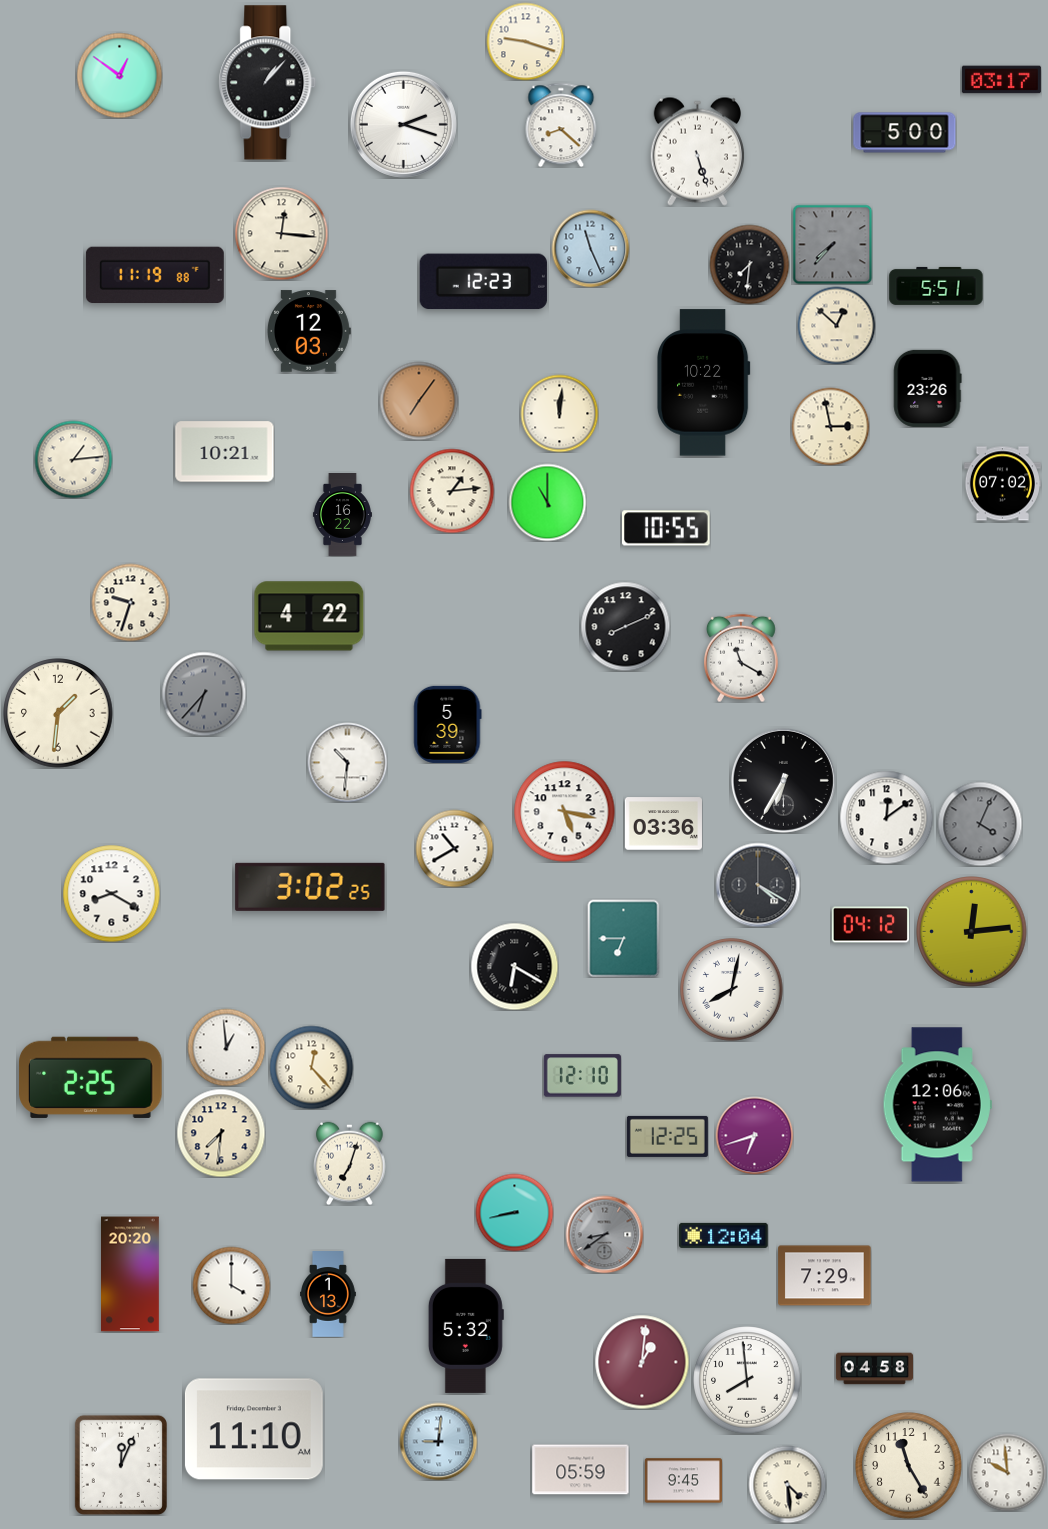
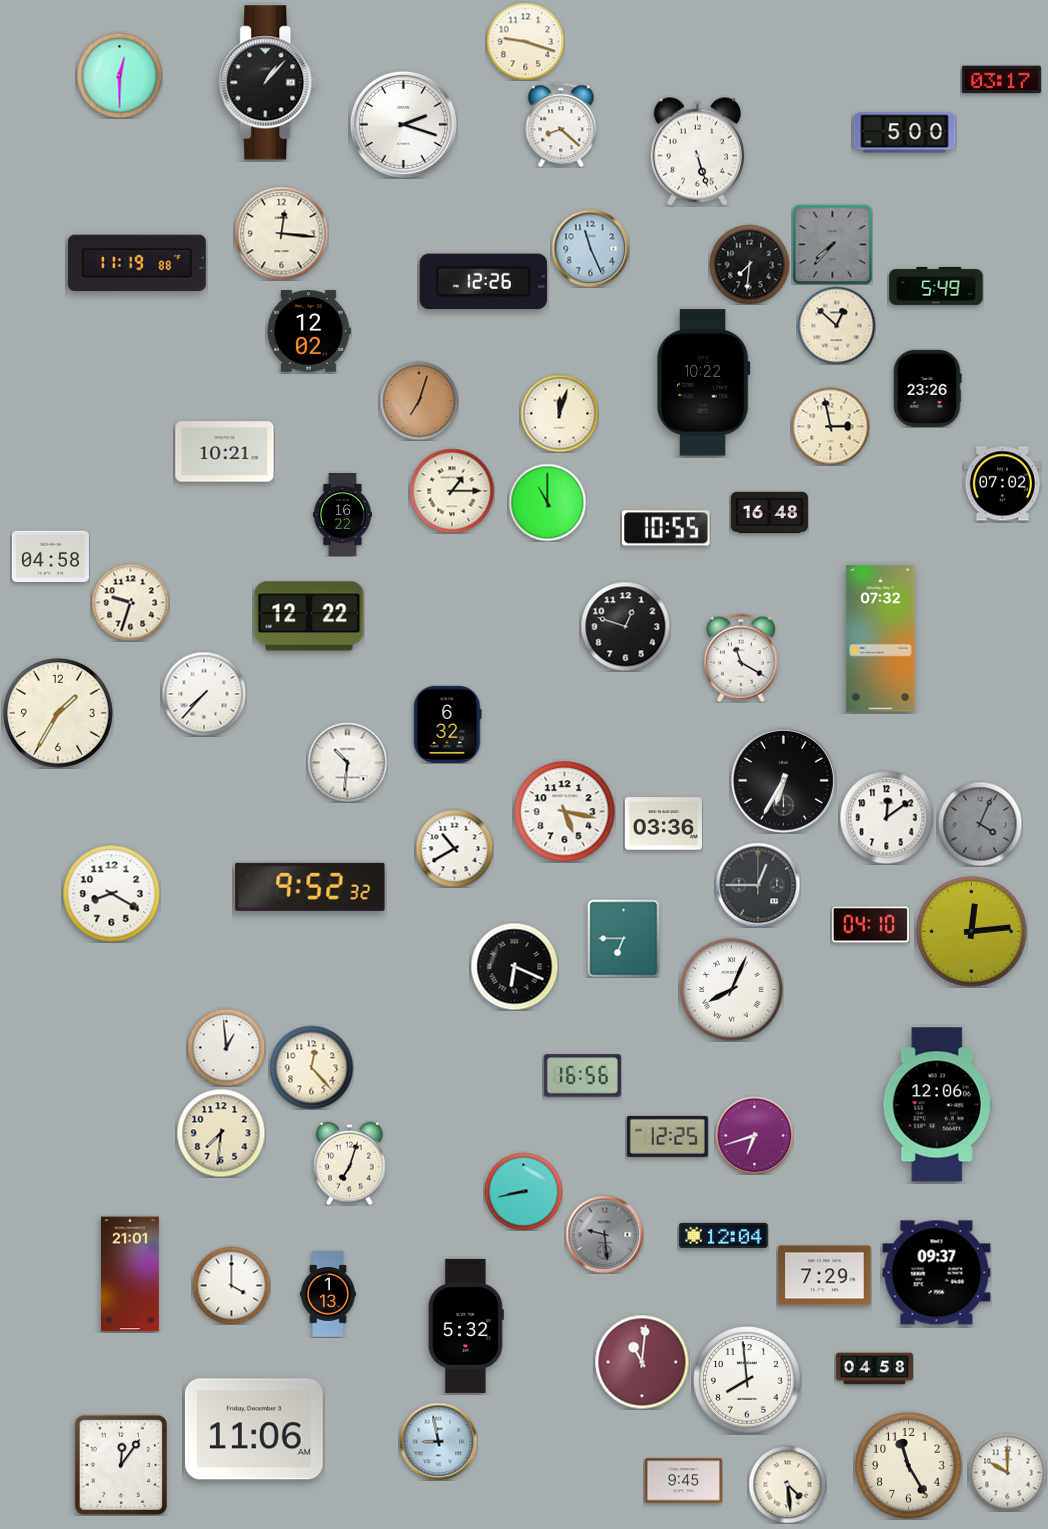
clock at (119, 75): 12:51 -> 12:30
clock at (155, 275) position: (155, 275) -> (137, 263)
clock at (483, 282): 12:23 -> 12:26
clock at (936, 286): 5:51 -> 5:49
clock at (309, 331): 12:03 -> 12:02
clock at (419, 401): 7:06 -> 7:03
clock at (559, 413): 12:01 -> 12:03
clock at (73, 459): 1:14 -> none
clock at (452, 491): 1:14 -> 1:15
clock at (769, 513): none -> 16:48
clock at (50, 556): none -> 04:58
clock at (309, 616): 4:22 -> 12:22
clock at (625, 626): 8:11 -> 12:48
clock at (881, 639): none -> 07:32
clock at (204, 694): 6:37 -> 7:37
clock at (204, 694) dial: grey -> white
clock at (58, 713): 1:31 -> 1:35
clock at (448, 724): 5:39 -> 6:32
clock at (758, 885): 4:20 -> 12:45
clock at (310, 887): 3:02 -> 9:52
clock at (870, 925): 04:12 -> 04:10
clock at (514, 966): 6:20 -> 6:19
clock at (732, 990): 8:02 -> 8:04
clock at (582, 1076): 12:10 -> 16:56
clock at (91, 1077): 2:25 -> none
clock at (514, 1212) position: (514, 1212) -> (523, 1191)
clock at (604, 1234): 8:39 -> 9:29
clock at (937, 1273): none -> 09:37
clock at (131, 1274): 20:20 -> 21:01
clock at (642, 1362): 1:01 -> 11:01
clock at (254, 1429): 11:10 -> 11:06
clock at (438, 1441): 9:01 -> 8:58
clock at (121, 1465): 12:04 -> 12:06
clock at (581, 1470): 05:59 -> none
clock at (1007, 1472): 9:59 -> 10:00
